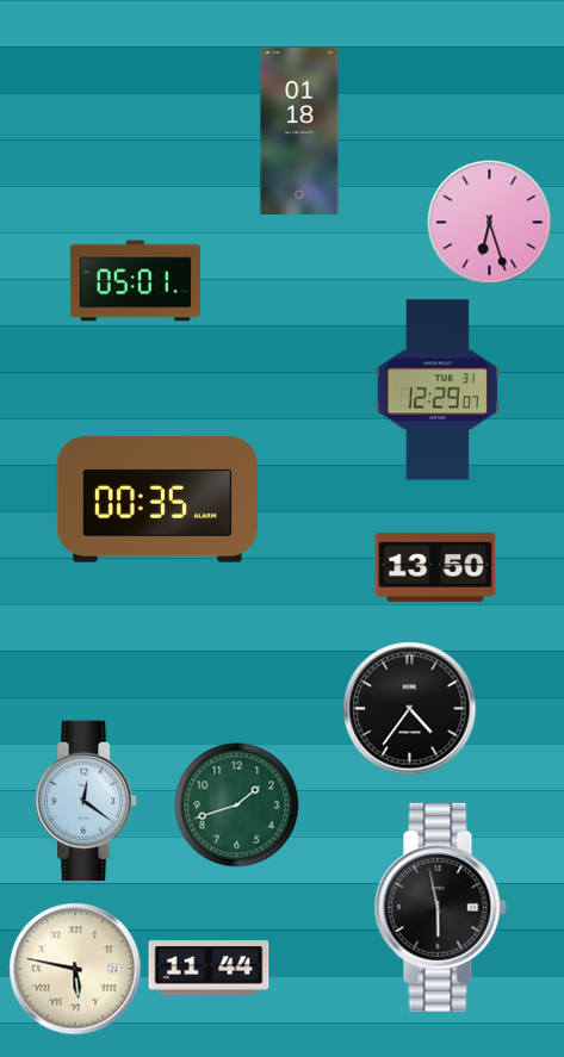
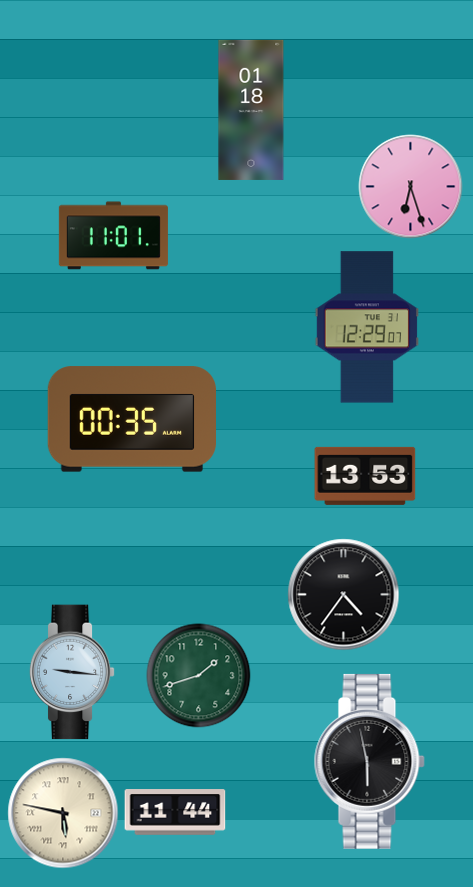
clock at (135, 281): 05:01 -> 11:01
clock at (435, 567): 13:50 -> 13:53
clock at (86, 801): 12:21 -> 9:16
